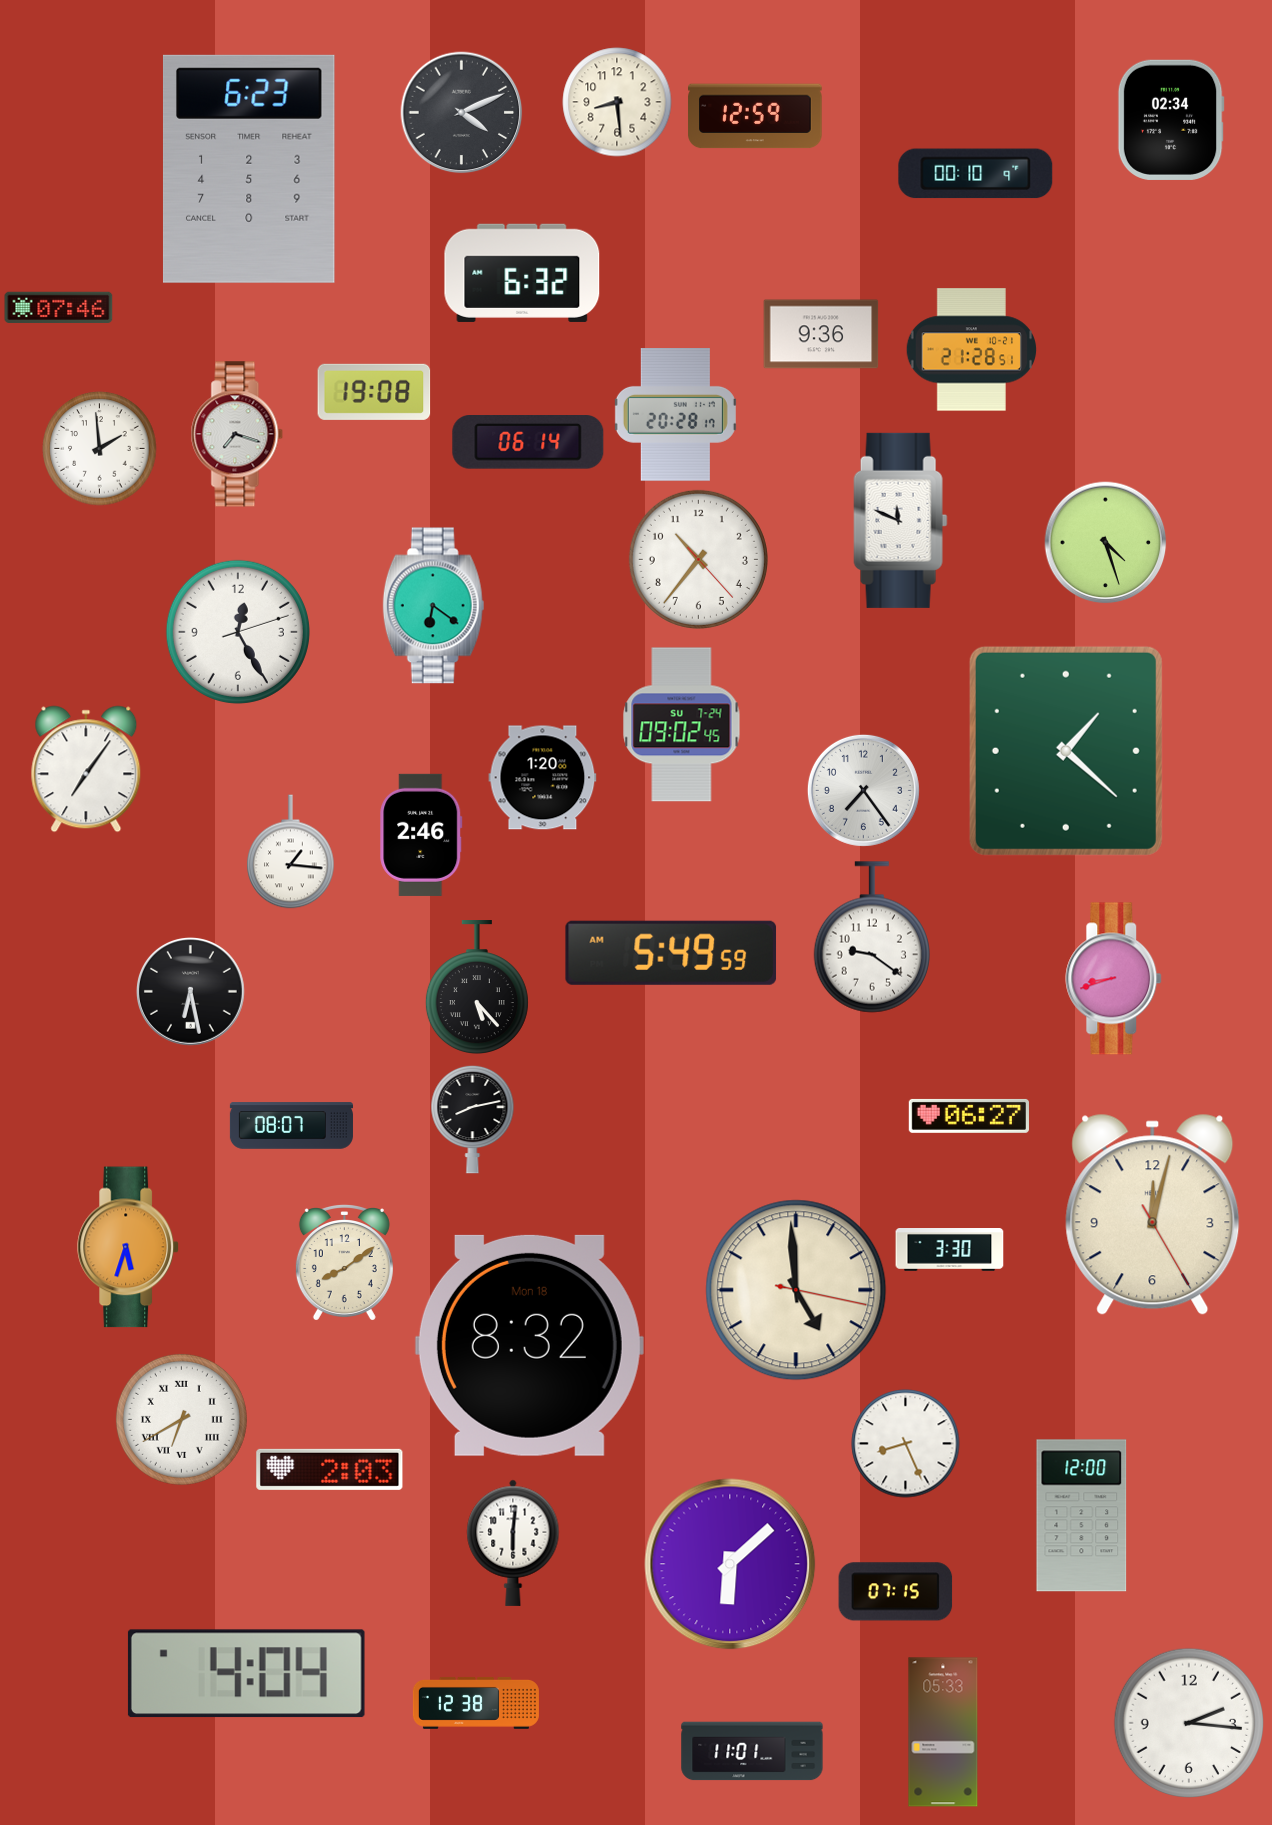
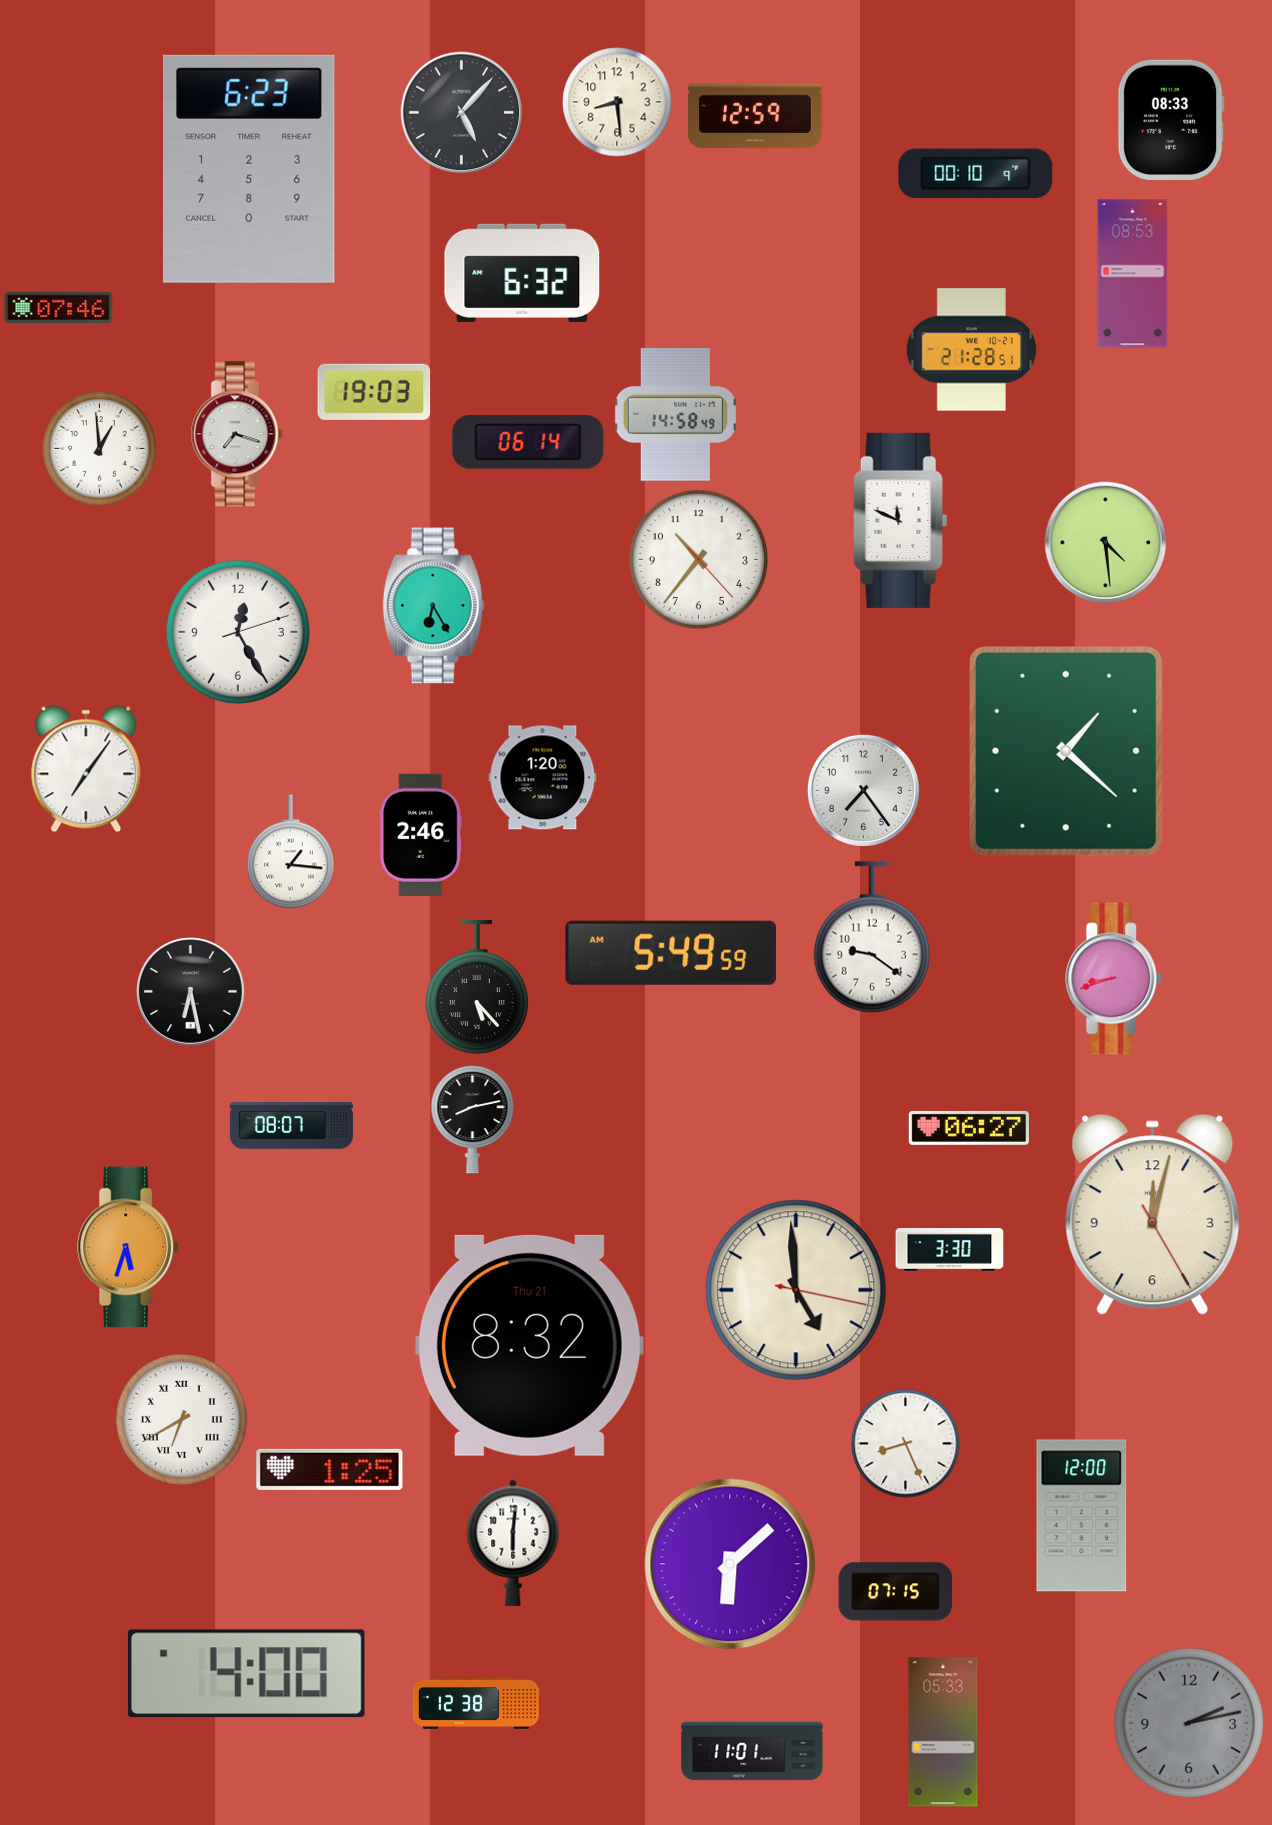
clock at (462, 113): 4:11 -> 5:07
clock at (1171, 120): 02:34 -> 08:33
clock at (1133, 274): none -> 08:53
clock at (821, 334): 9:36 -> none
clock at (374, 392): 19:08 -> 19:03
clock at (675, 415): 20:28 -> 14:58
clock at (100, 449): 1:59 -> 12:59
clock at (1106, 543): 4:27 -> 4:29
clock at (434, 606): 6:21 -> 6:25
clock at (682, 725): 09:02 -> none
clock at (969, 1116) position: (969, 1116) -> (969, 1128)
clock at (344, 1263): 8:09 -> none
clock at (529, 1345) date: Mon 18 -> Thu 21
clock at (330, 1469): 2:03 -> 1:25
clock at (246, 1674): 4:04 -> 4:00
clock at (1188, 1722): 2:16 -> 2:13
clock at (1188, 1722) dial: white -> grey
